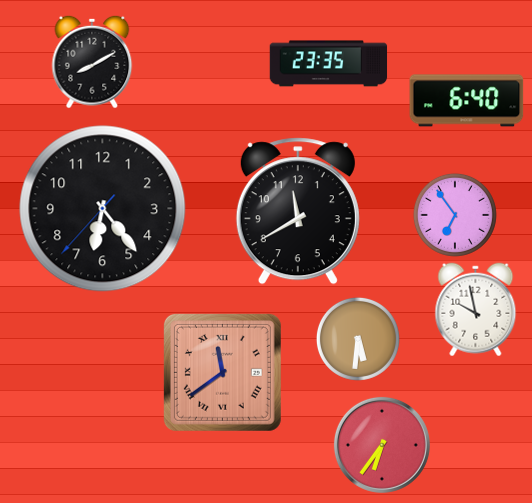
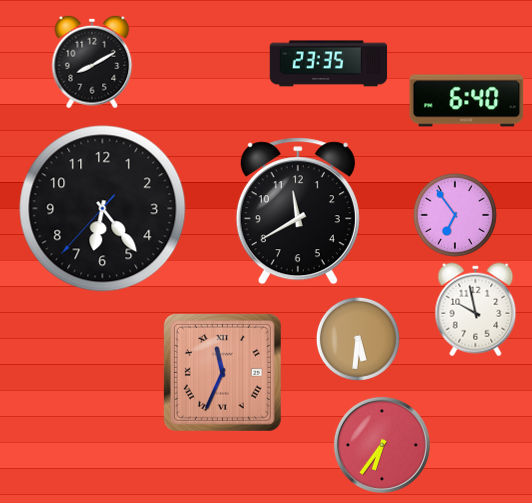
clock at (222, 372): 11:39 -> 11:34
